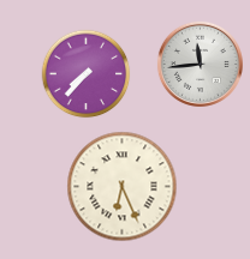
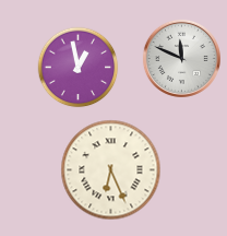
clock at (200, 64): 11:44 -> 11:49
clock at (87, 74): 7:37 -> 12:58
